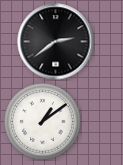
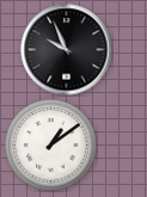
clock at (56, 42): 2:39 -> 9:56
